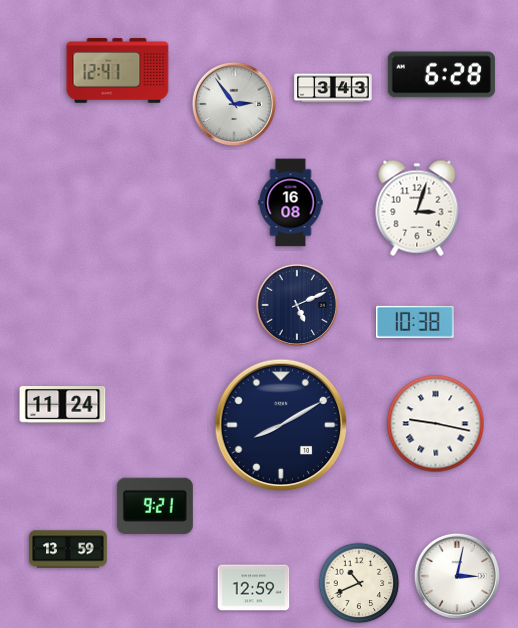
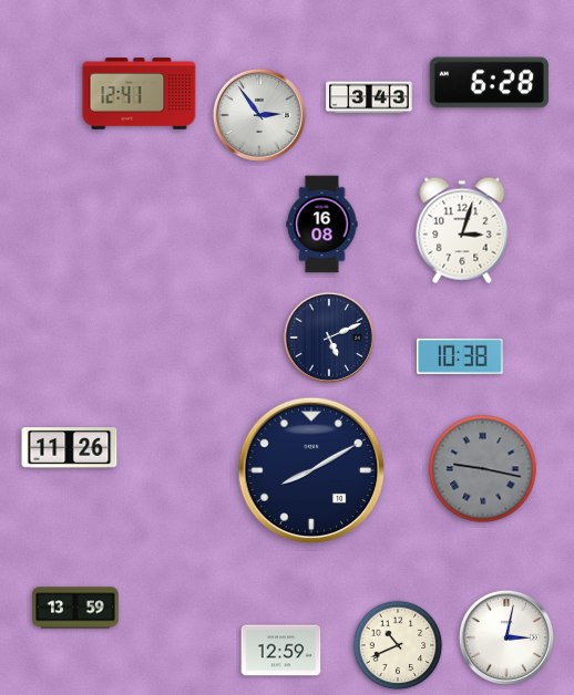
clock at (118, 71) position: (118, 71) -> (140, 94)
clock at (63, 405): 11:24 -> 11:26
clock at (436, 424) dial: white -> grey
clock at (155, 506): 9:21 -> none
